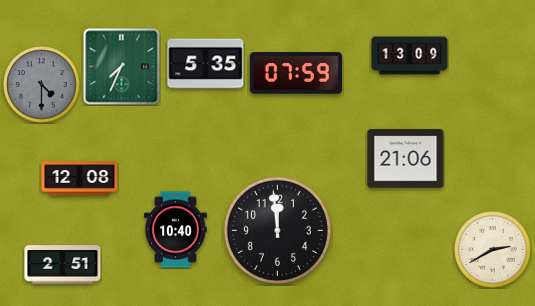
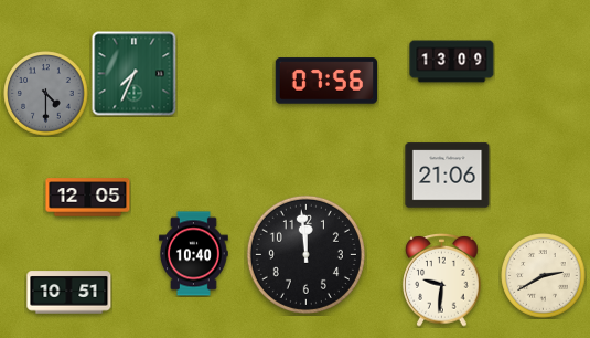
clock at (206, 64): 5:35 -> none
clock at (295, 73): 07:59 -> 07:56
clock at (80, 179): 12:08 -> 12:05
clock at (442, 281): none -> 9:31
clock at (63, 265): 2:51 -> 10:51
